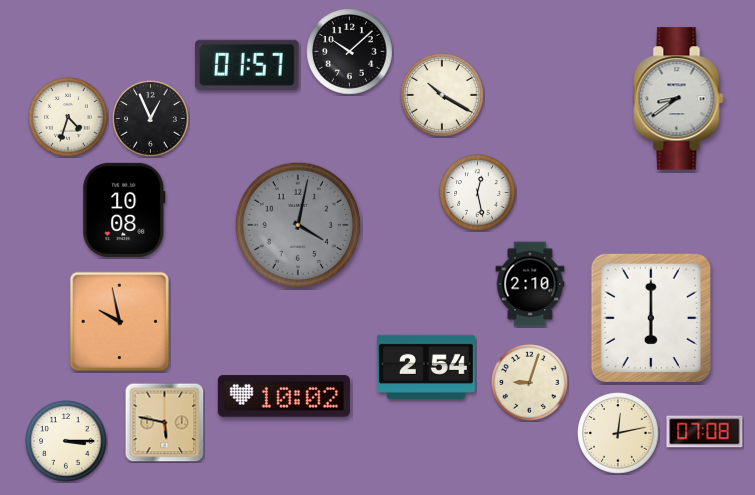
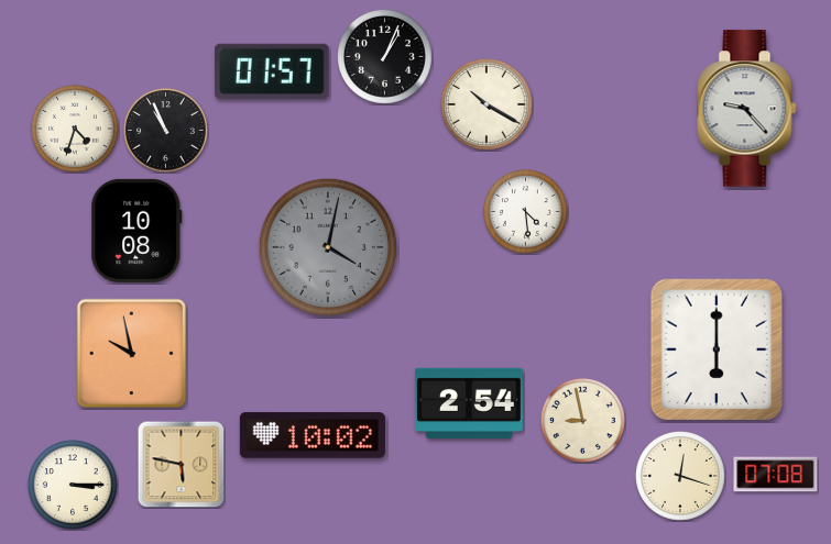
clock at (350, 52): 10:08 -> 1:04
clock at (679, 99): 8:39 -> 9:23
clock at (151, 119): 12:56 -> 10:56
clock at (478, 193): 12:28 -> 4:29
clock at (530, 284): 2:10 -> none
clock at (530, 383): 9:03 -> 8:58
clock at (618, 433): 12:13 -> 12:18
